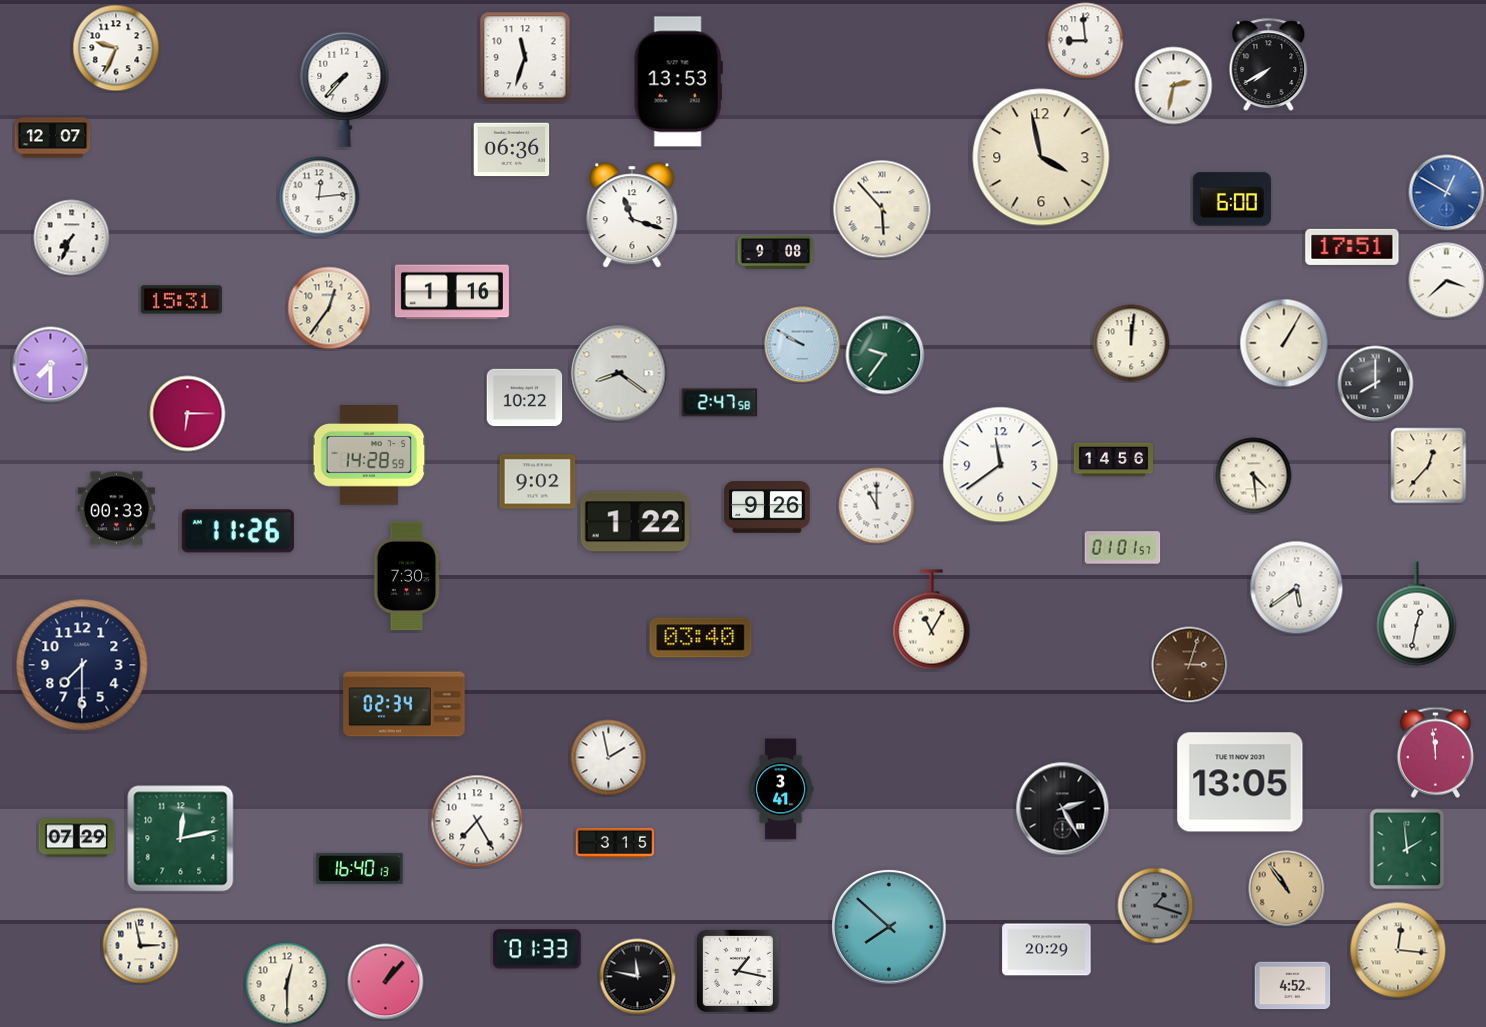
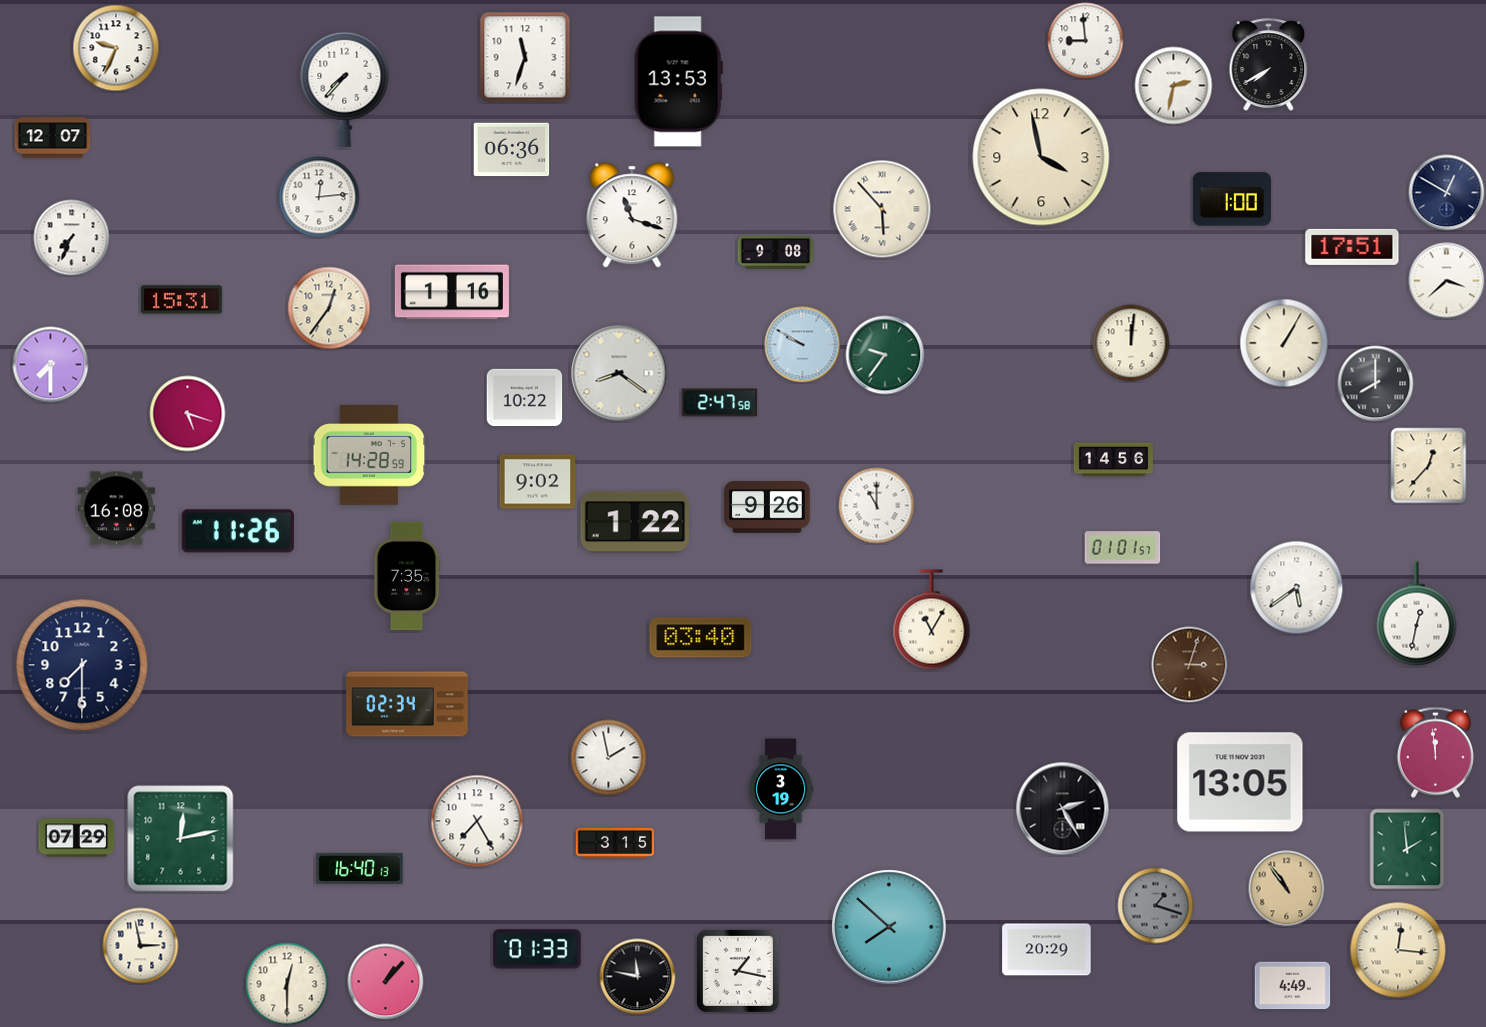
clock at (1447, 193) dial: blue -> navy
clock at (1231, 199): 6:00 -> 1:00
clock at (188, 414): 6:15 -> 5:18
clock at (1001, 465): 11:39 -> none
clock at (1254, 476): 4:29 -> none
clock at (117, 509): 00:33 -> 16:08
clock at (407, 576): 7:30 -> 7:35
clock at (404, 704) position: (404, 704) -> (407, 704)
clock at (781, 789): 3:41 -> 3:19
clock at (1293, 986): 4:52 -> 4:49
